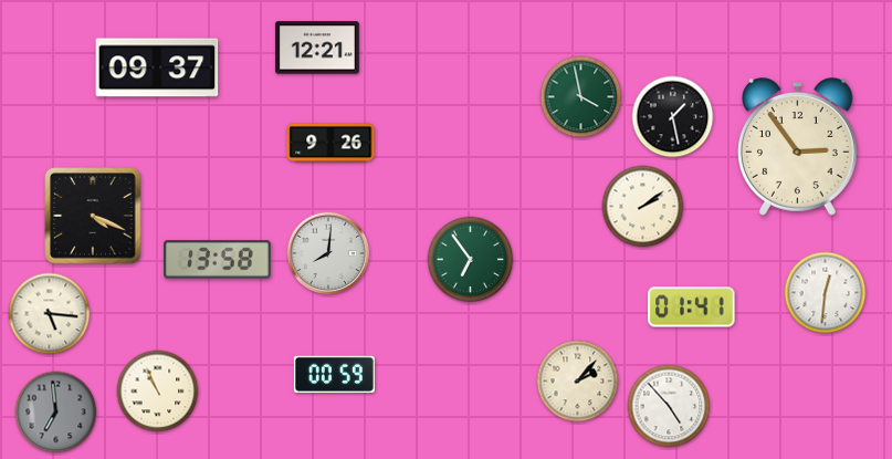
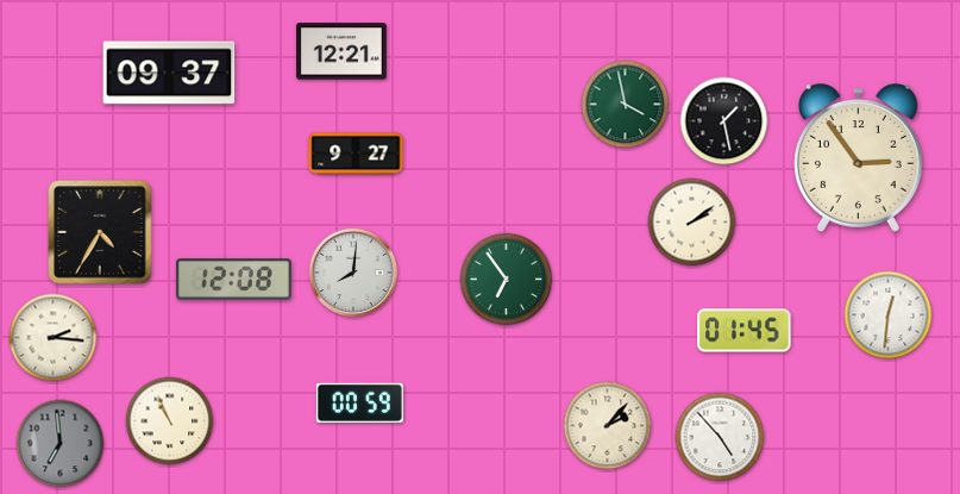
clock at (673, 117) position: (673, 117) -> (724, 121)
clock at (330, 143): 9:26 -> 9:27
clock at (93, 216): 4:19 -> 4:35
clock at (218, 260): 13:58 -> 12:08
clock at (692, 307): 01:41 -> 01:45
clock at (50, 314): 5:16 -> 2:16
clock at (578, 382) position: (578, 382) -> (608, 426)
